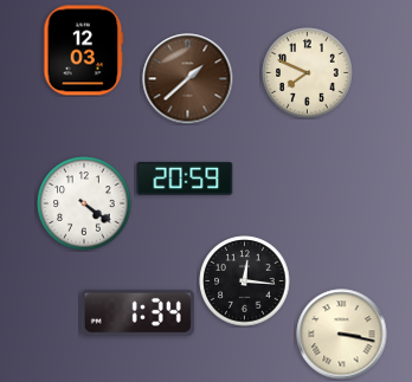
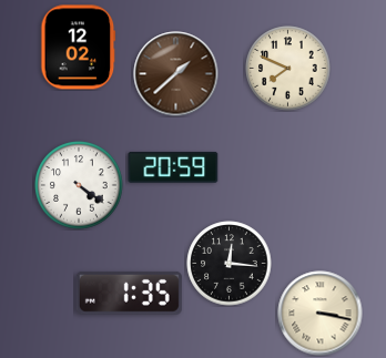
clock at (84, 51): 12:03 -> 12:02
clock at (84, 203) position: (84, 203) -> (79, 185)
clock at (137, 312): 1:34 -> 1:35
